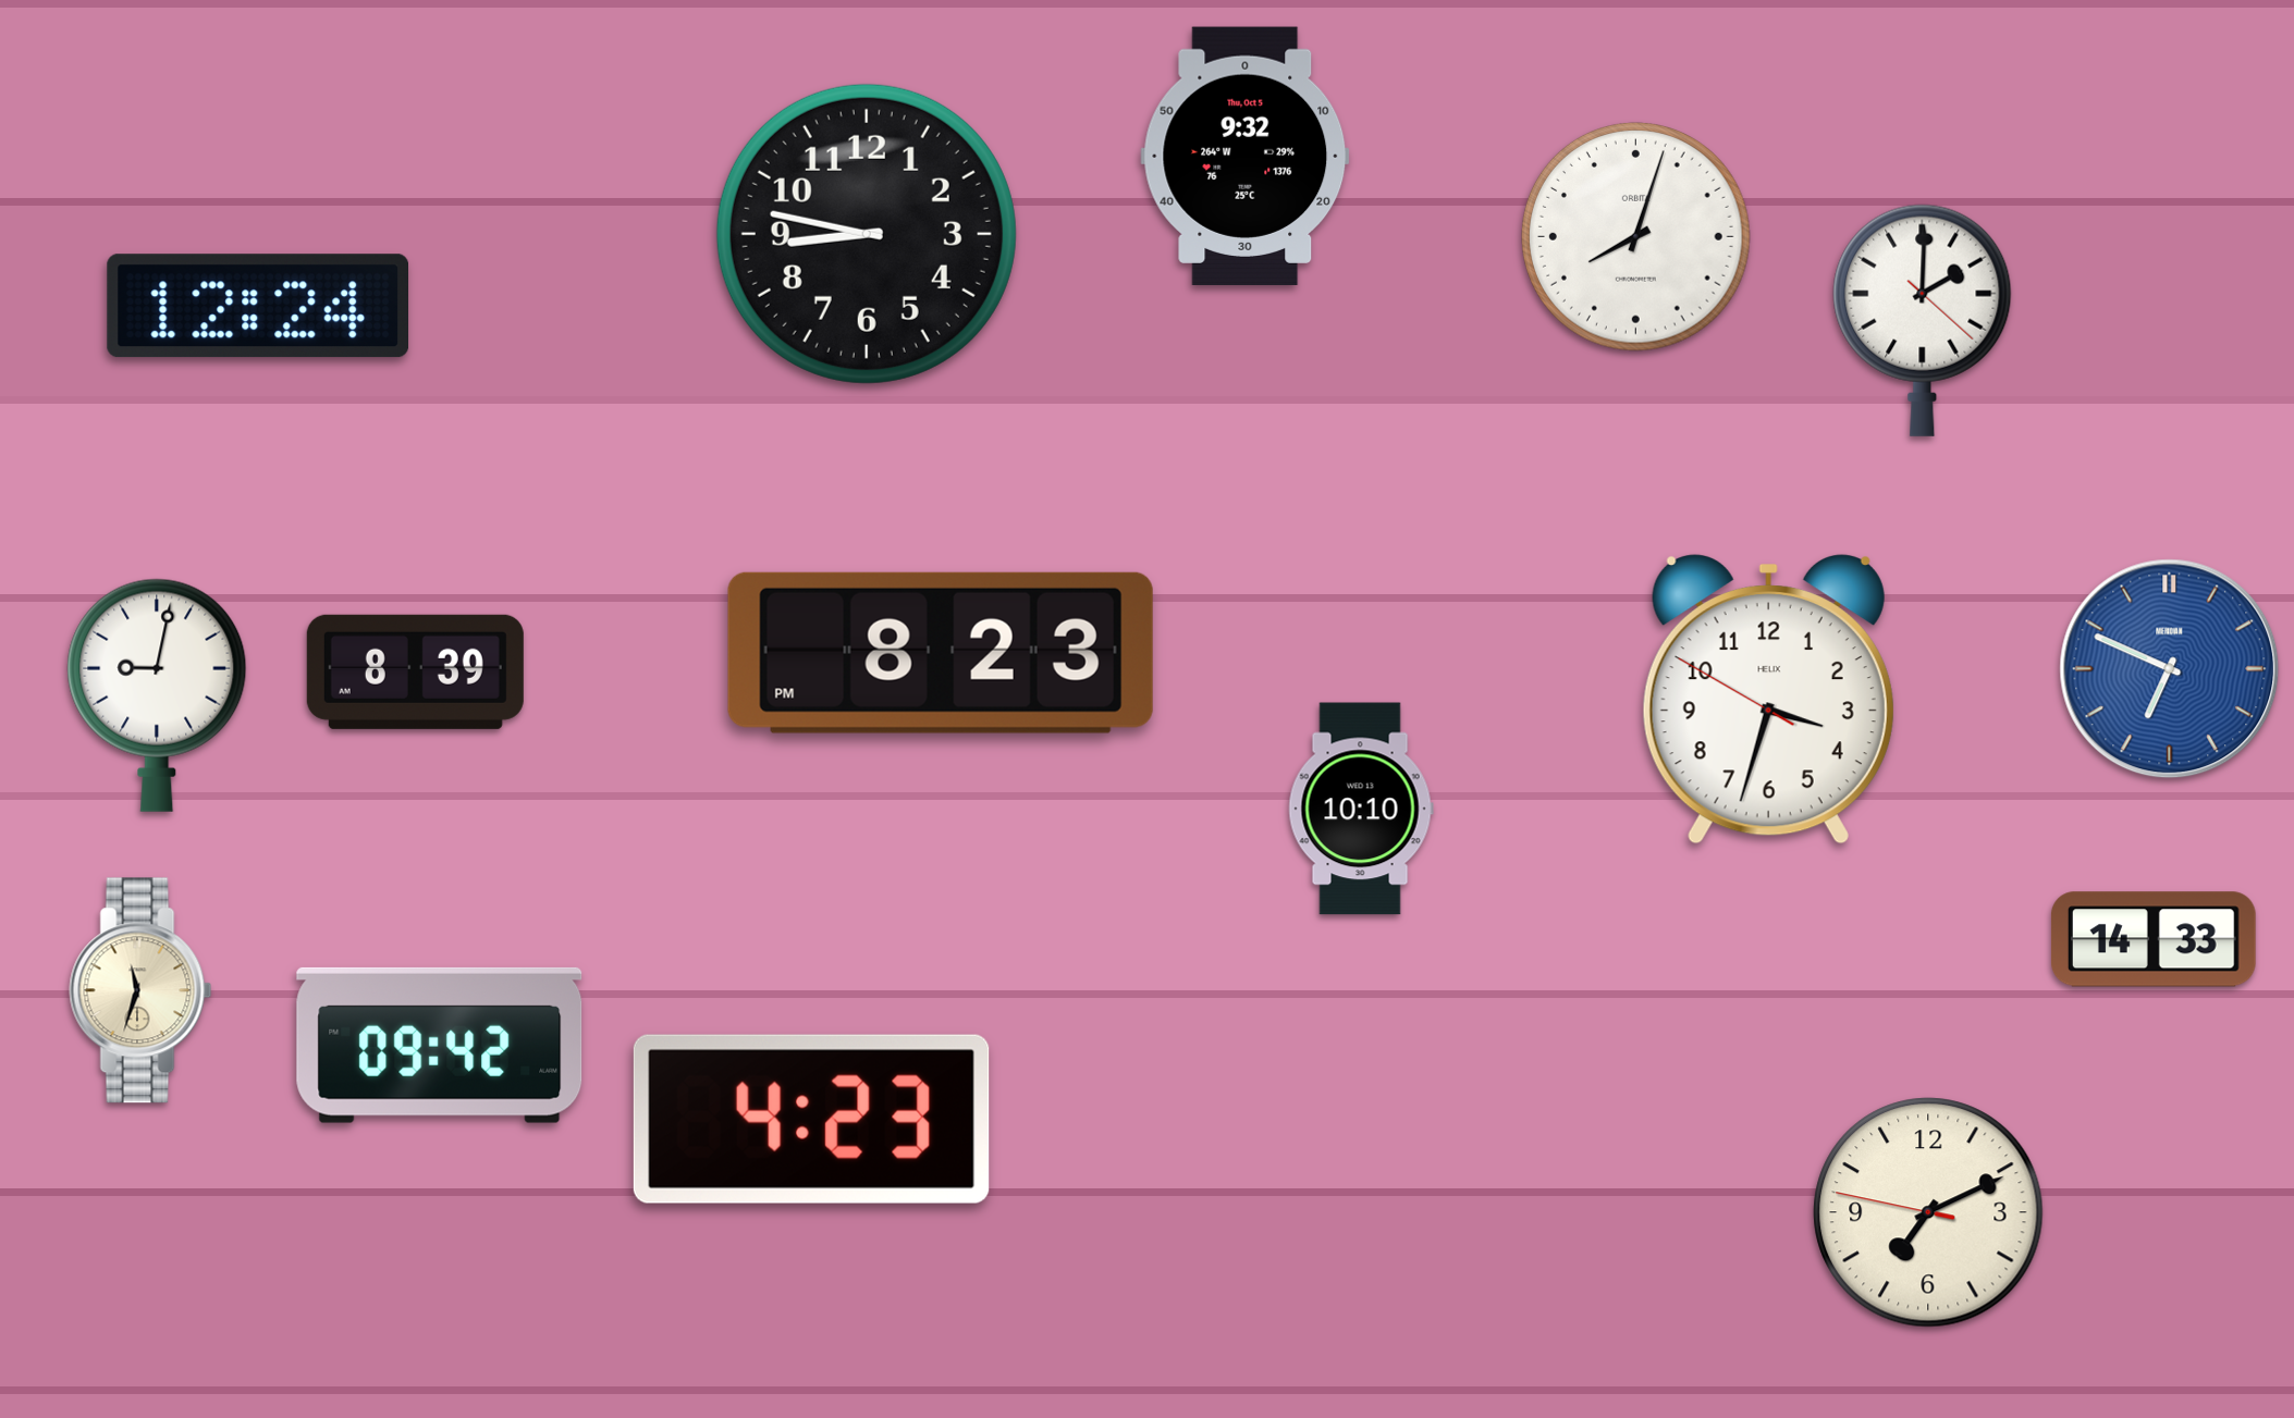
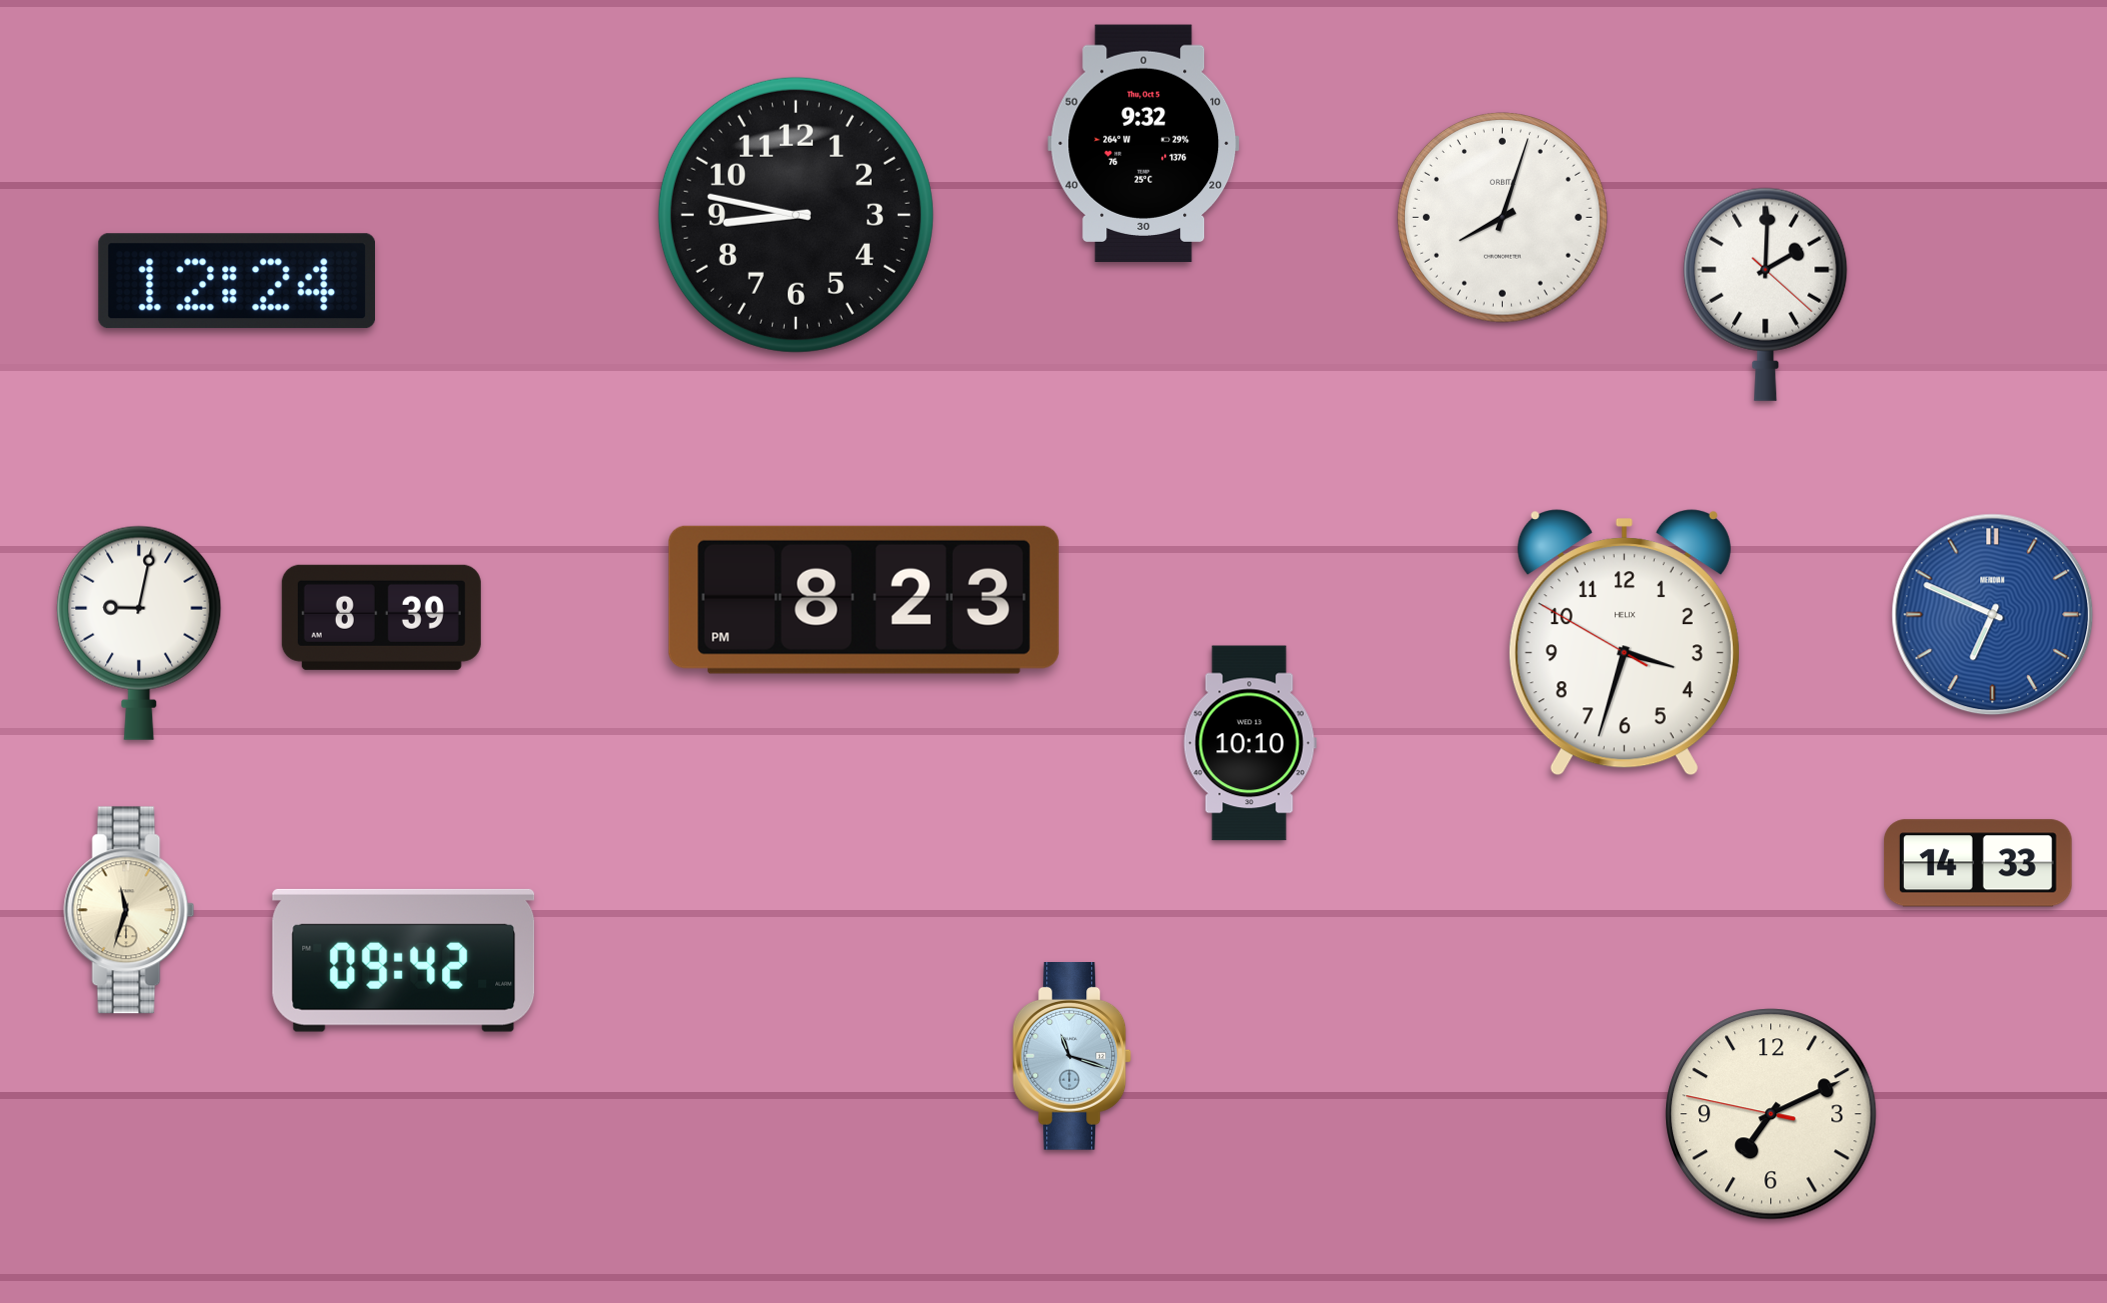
clock at (157, 695) position: (157, 695) -> (139, 633)
clock at (811, 1119): 4:23 -> none
clock at (1072, 1057): none -> 11:18
